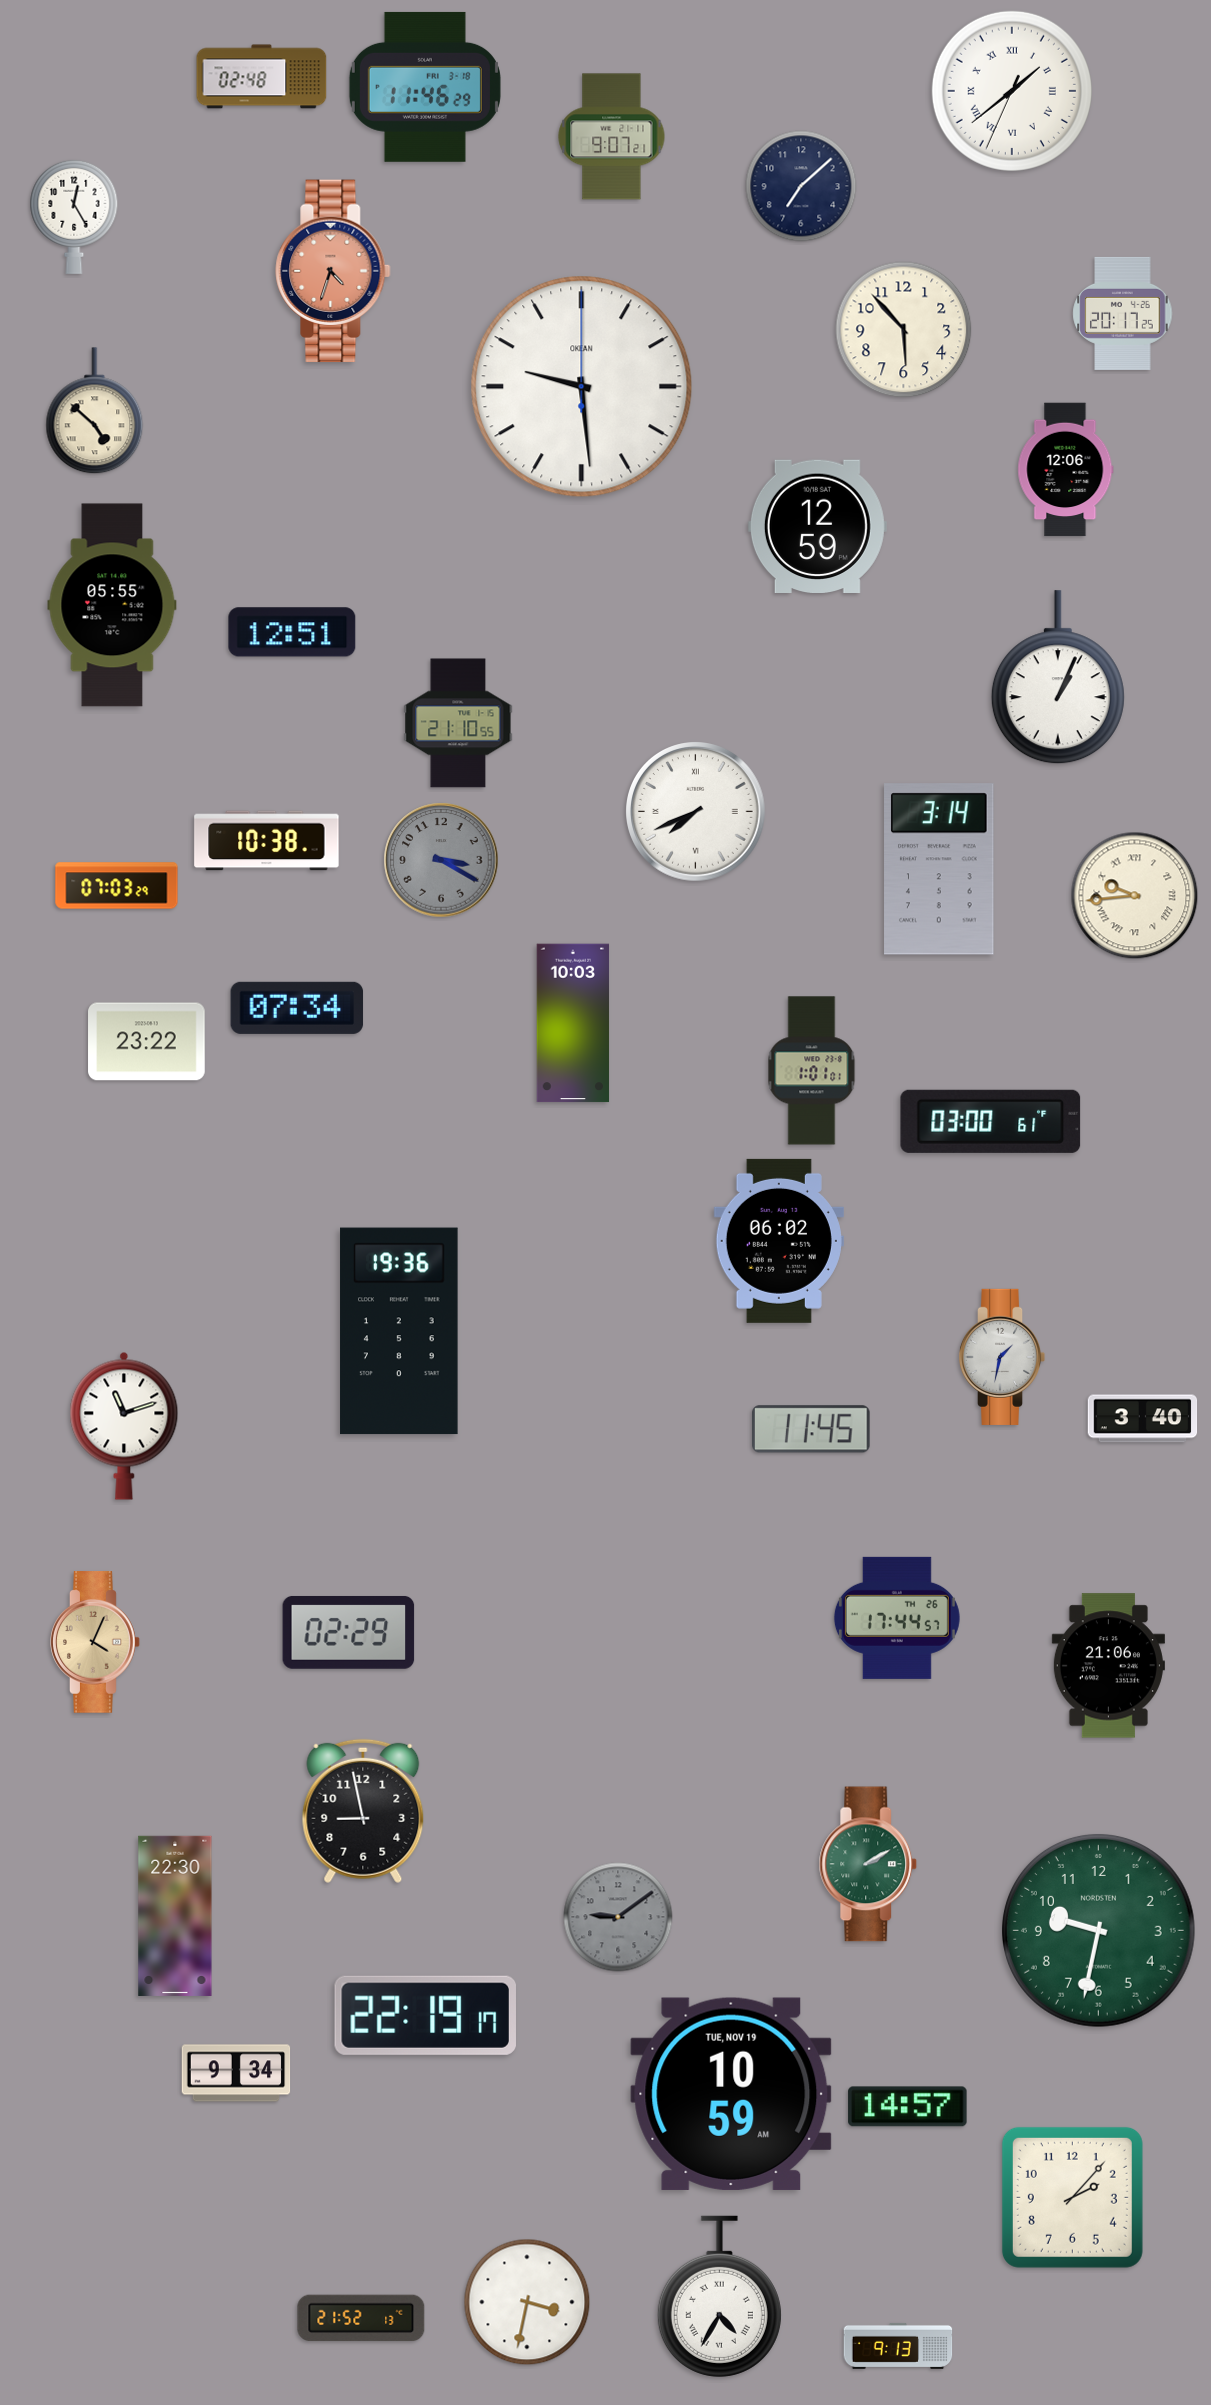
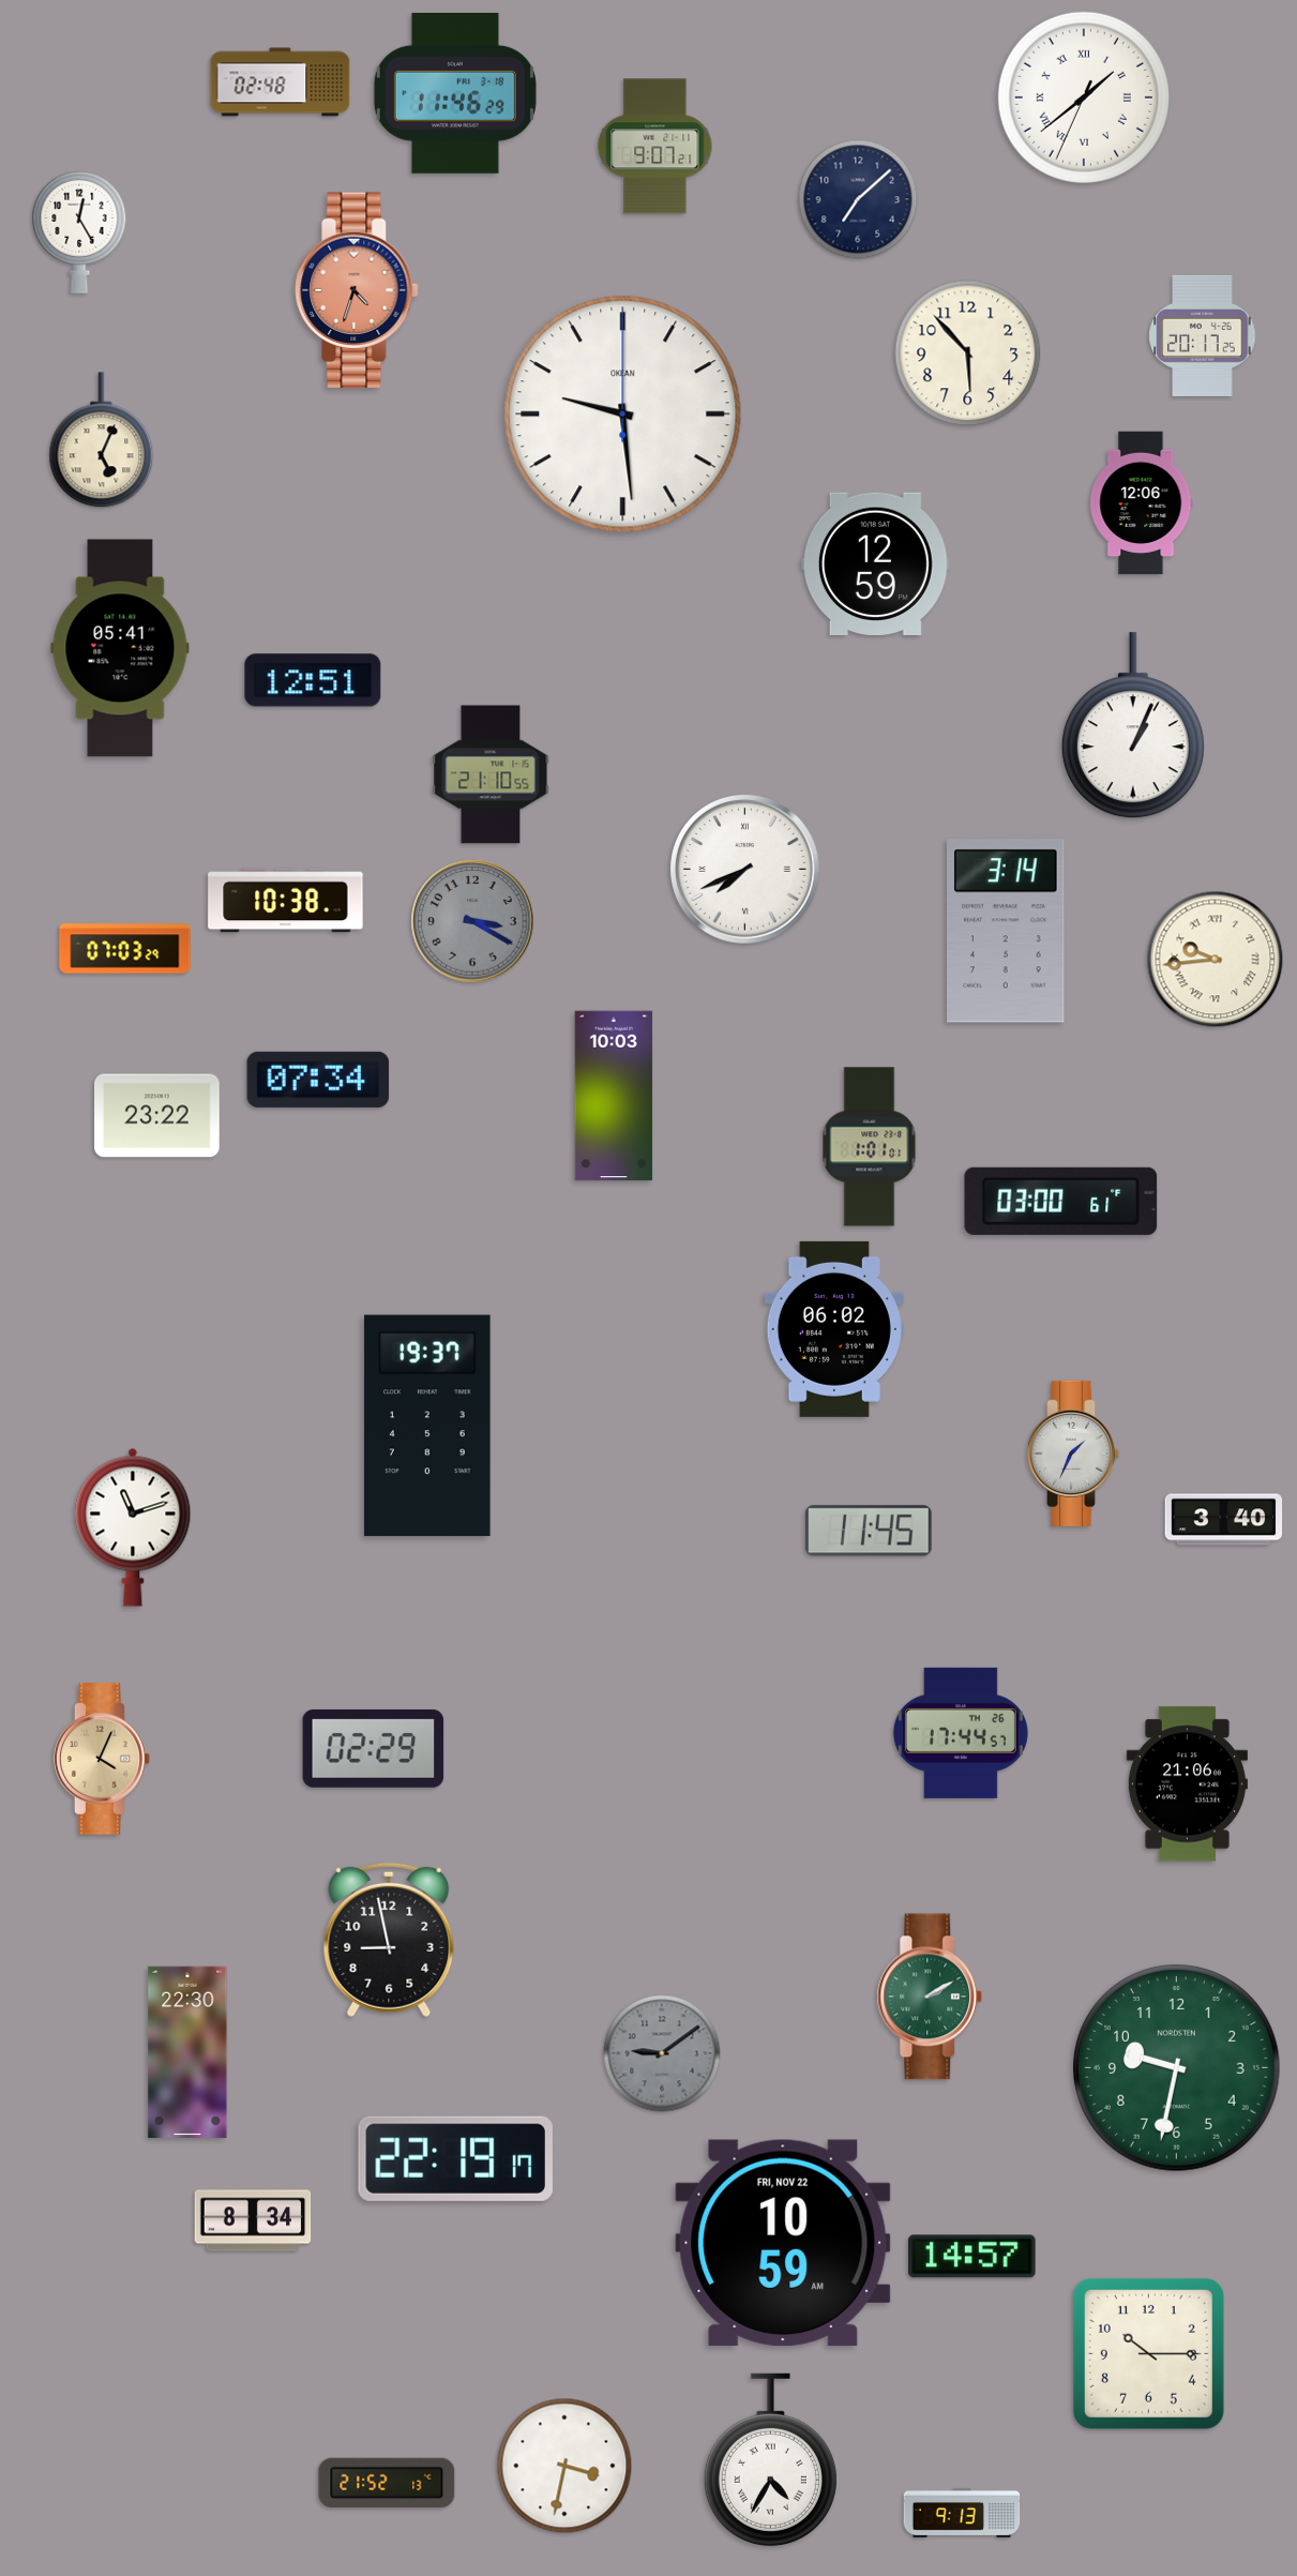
clock at (95, 411): 4:52 -> 5:04
clock at (112, 605): 05:55 -> 05:41
clock at (292, 632) position: (292, 632) -> (313, 680)
clock at (399, 1331): 19:36 -> 19:37
clock at (1002, 1357): 1:32 -> 1:34
clock at (236, 2073): 9:34 -> 8:34
clock at (731, 2094) date: TUE, NOV 19 -> FRI, NOV 22
clock at (1072, 2197): 2:07 -> 10:15
